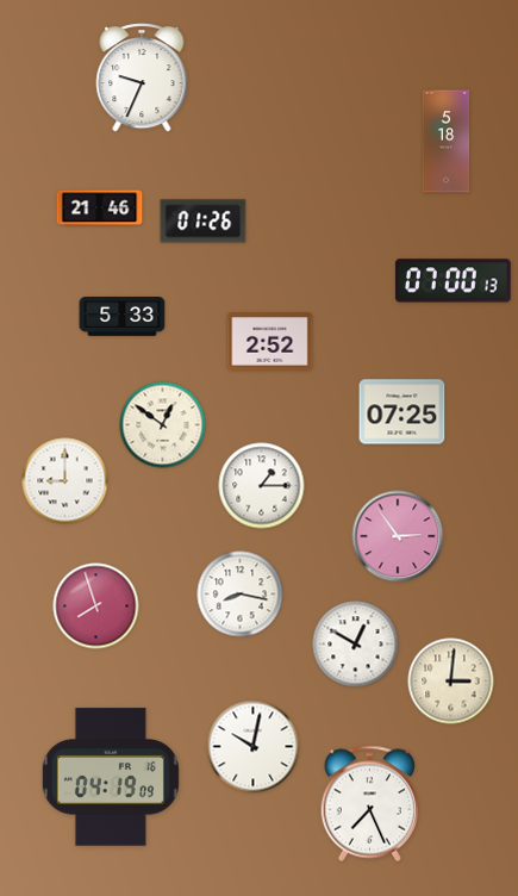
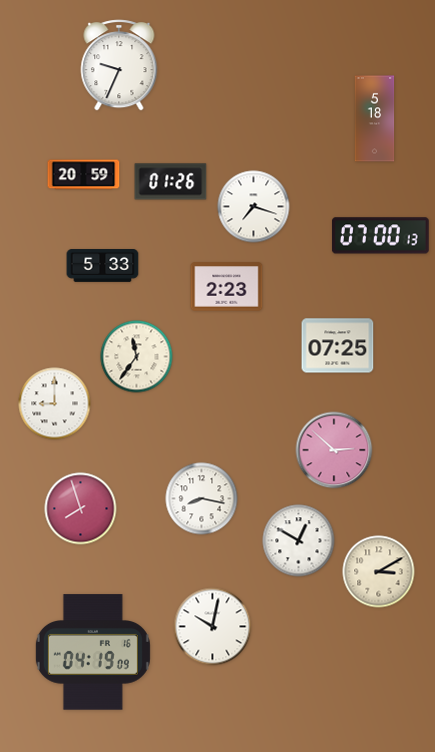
clock at (100, 209): 21:46 -> 20:59
clock at (204, 222) position: (204, 222) -> (171, 182)
clock at (254, 207): none -> 7:18
clock at (270, 342): 2:52 -> 2:23
clock at (163, 425): 12:51 -> 11:36
clock at (262, 486): 1:15 -> none
clock at (398, 536): 2:54 -> 2:52
clock at (451, 682): 3:01 -> 3:10
clock at (369, 804): 7:26 -> none
